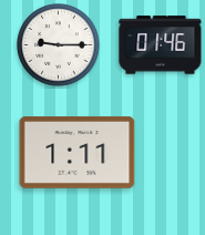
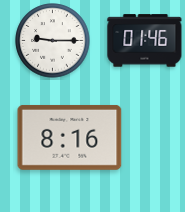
clock at (78, 152): 1:11 -> 8:16
